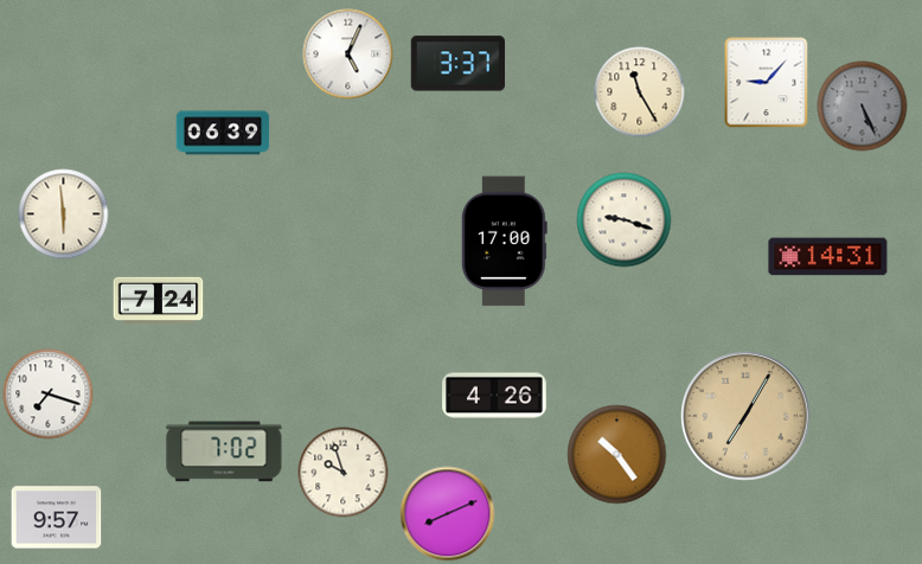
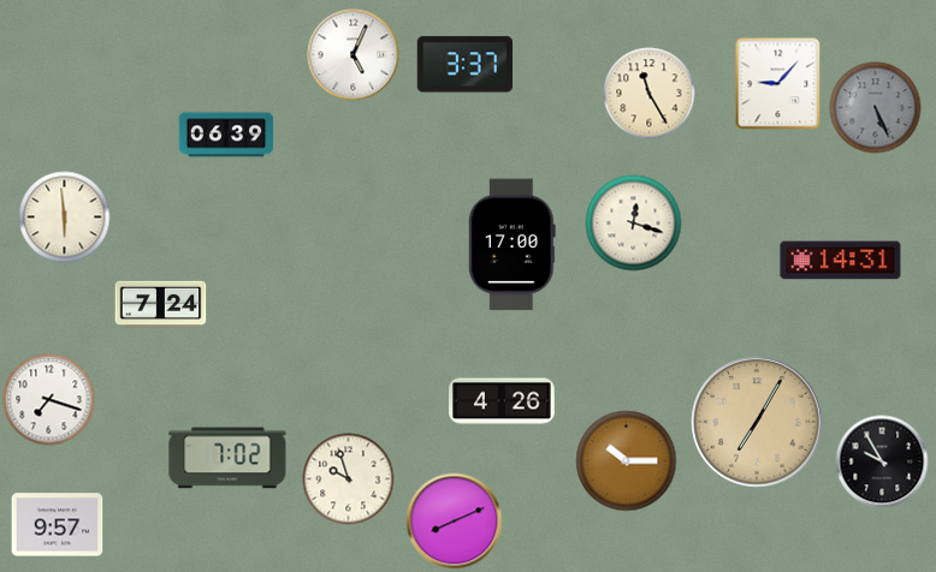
clock at (625, 220): 9:18 -> 12:18
clock at (617, 455): 10:24 -> 10:15
clock at (882, 461): none -> 9:55
